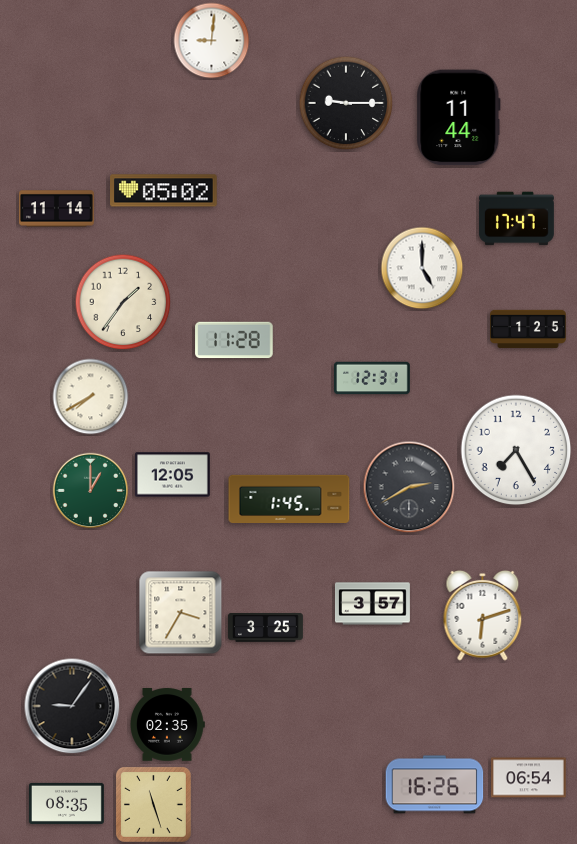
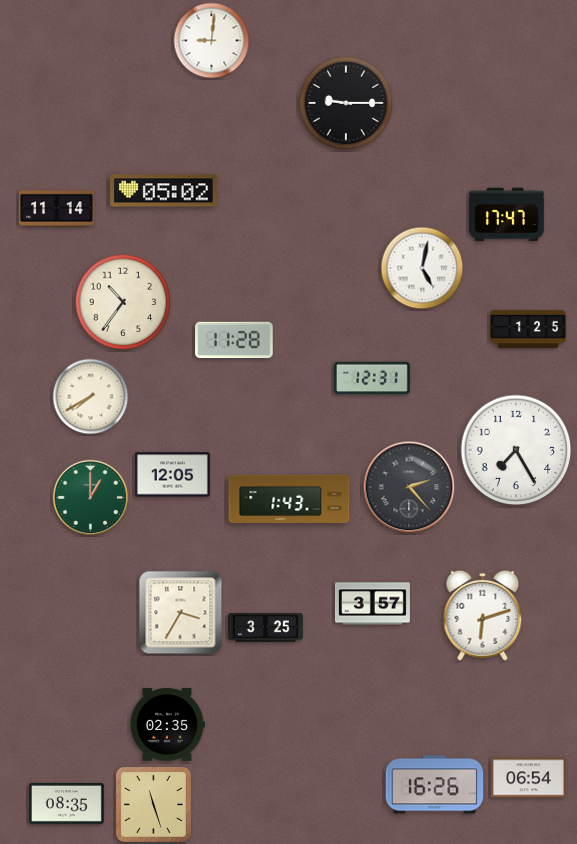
clock at (459, 118): 11:44 -> none
clock at (516, 219) position: (516, 219) -> (506, 215)
clock at (422, 268): 5:00 -> 5:02
clock at (123, 302): 1:36 -> 10:36
clock at (409, 487): 2:40 -> 2:23
clock at (91, 491) position: (91, 491) -> (91, 498)
clock at (289, 498): 1:45 -> 1:43
clock at (72, 706): 9:06 -> none
